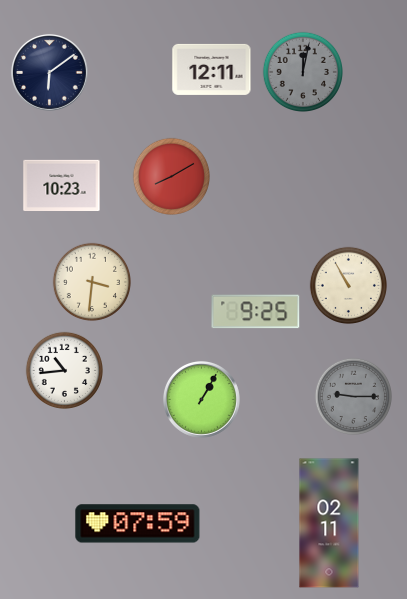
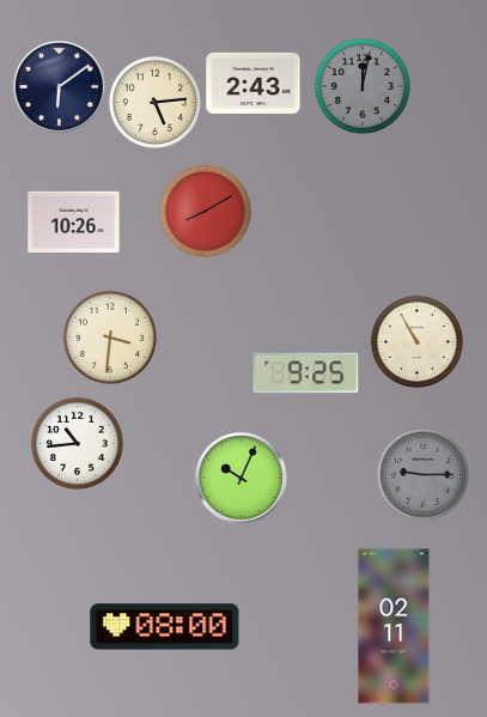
clock at (212, 69): 12:11 -> 2:43
clock at (154, 102): none -> 5:14
clock at (62, 185): 10:23 -> 10:26
clock at (201, 399): 1:05 -> 10:04
clock at (138, 524): 07:59 -> 08:00
